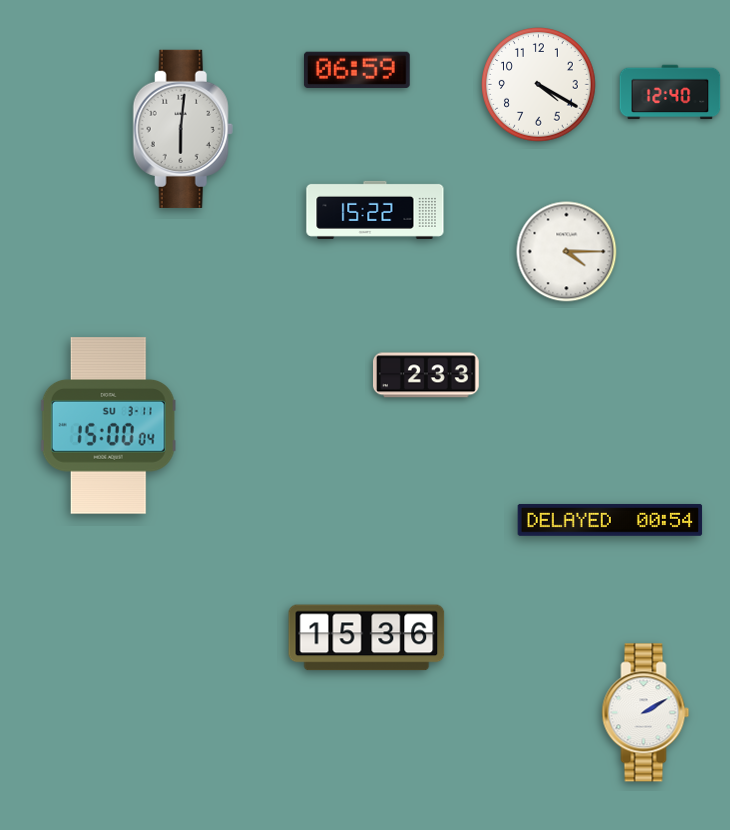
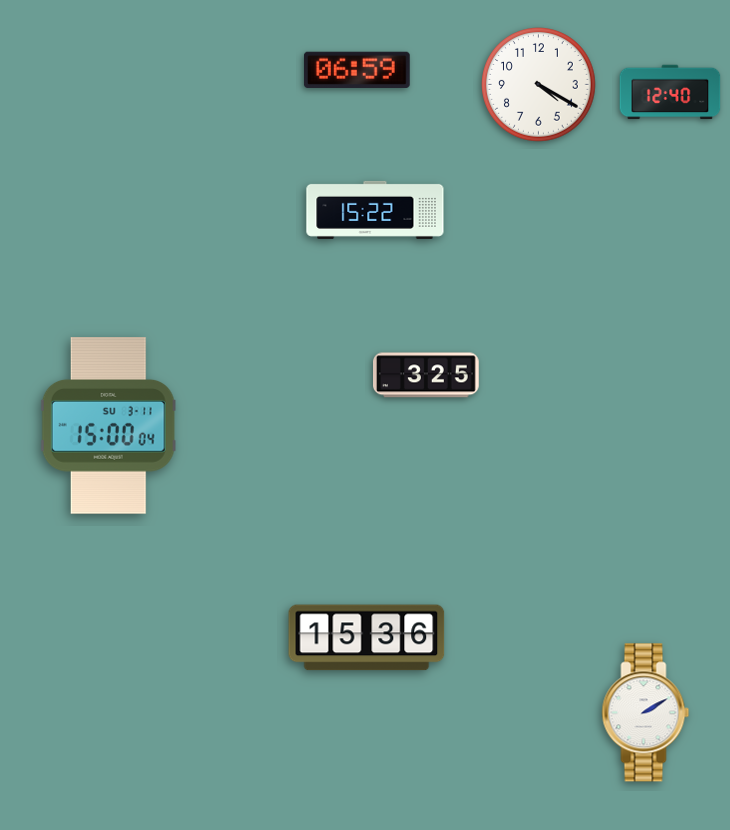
clock at (183, 129): 6:01 -> none
clock at (567, 252): 4:15 -> none
clock at (427, 375): 2:33 -> 3:25
clock at (610, 520): 00:54 -> none
